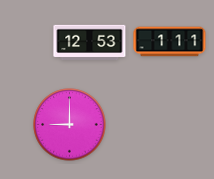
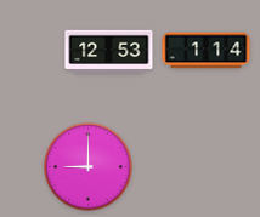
clock at (170, 42): 1:11 -> 1:14
clock at (70, 125) position: (70, 125) -> (89, 167)
